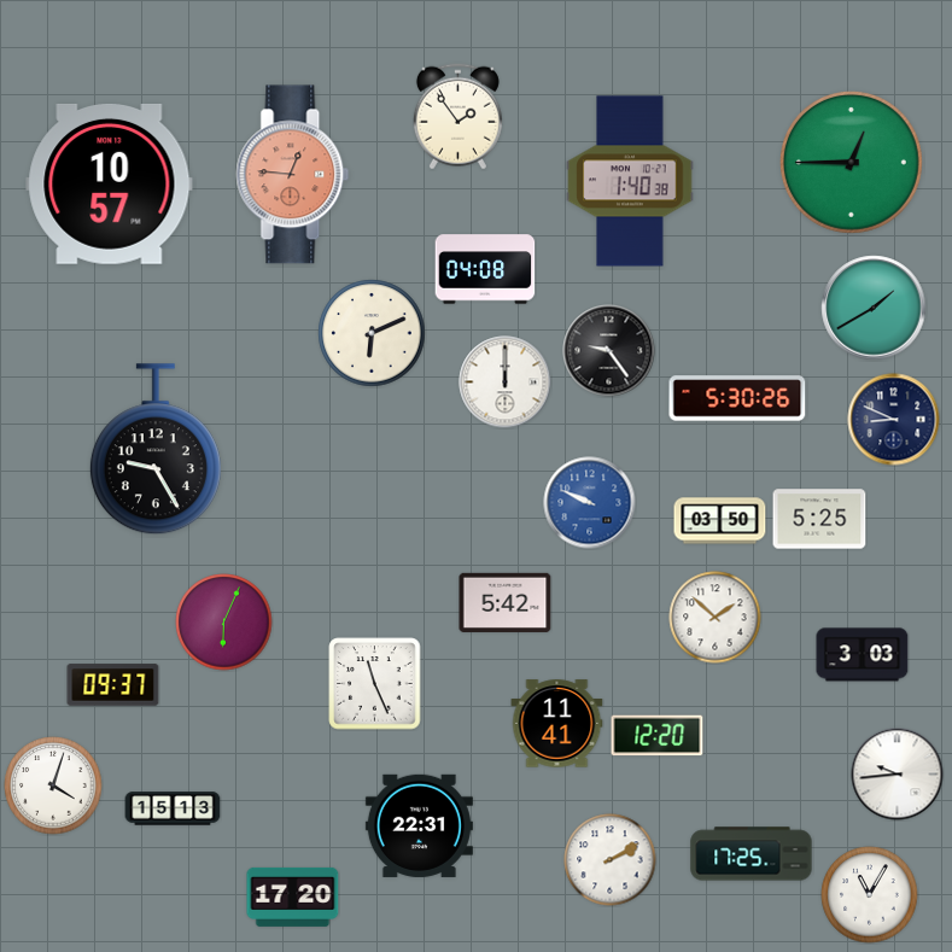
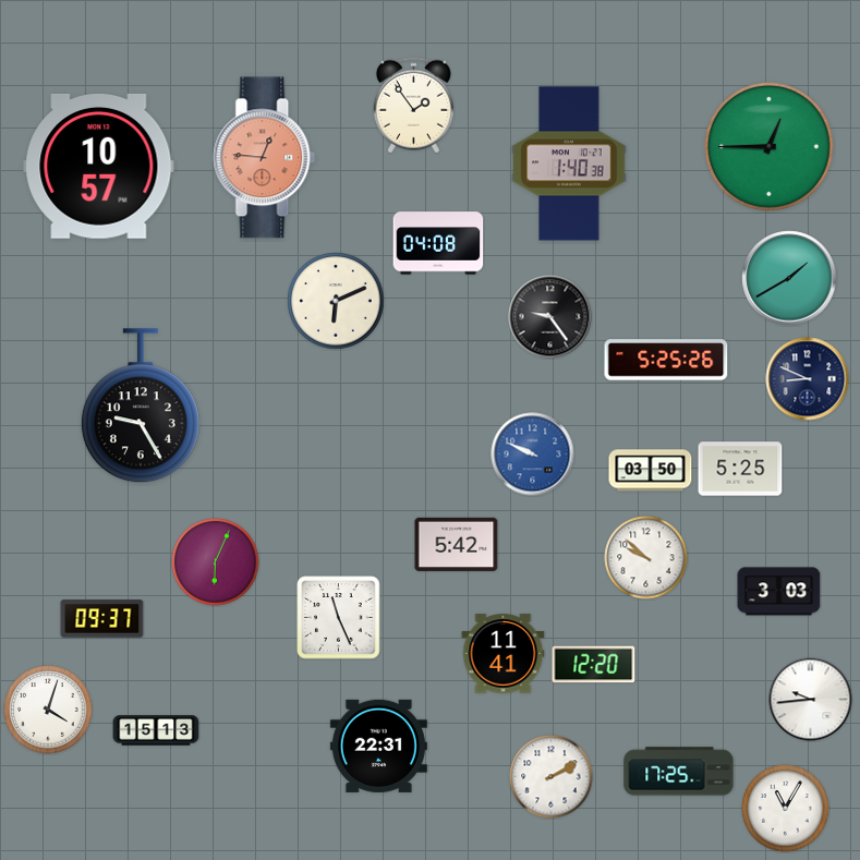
clock at (506, 382): 12:00 -> none
clock at (737, 398): 5:30 -> 5:25
clock at (716, 618): 1:52 -> 9:52
clock at (224, 623) position: (224, 623) -> (216, 562)
clock at (293, 896): 17:20 -> none
